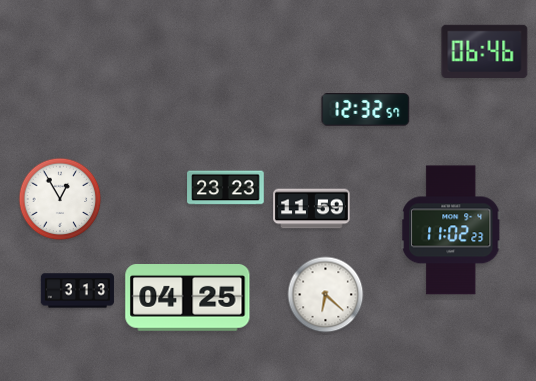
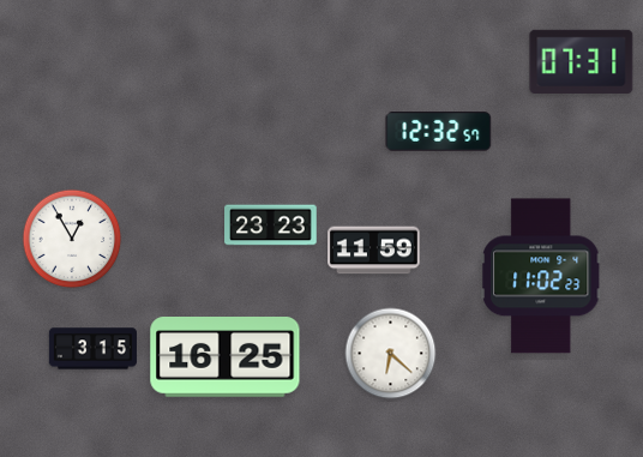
clock at (485, 51): 06:46 -> 07:31
clock at (77, 291): 3:13 -> 3:15
clock at (188, 298): 04:25 -> 16:25
